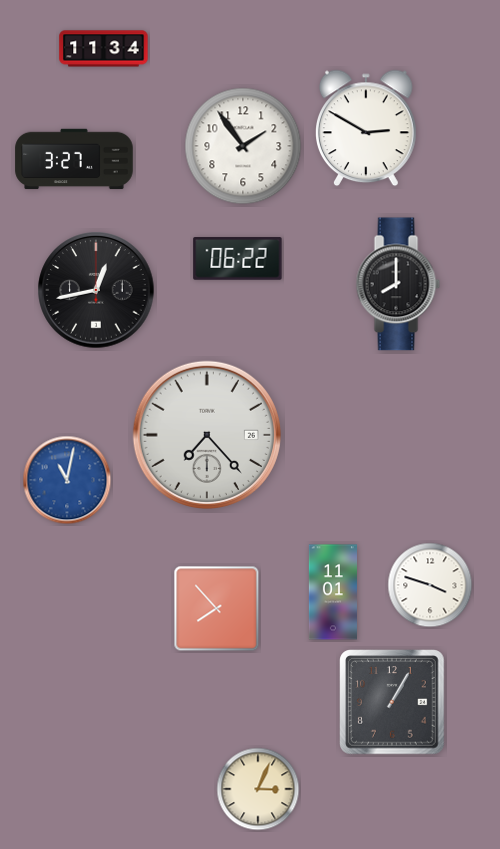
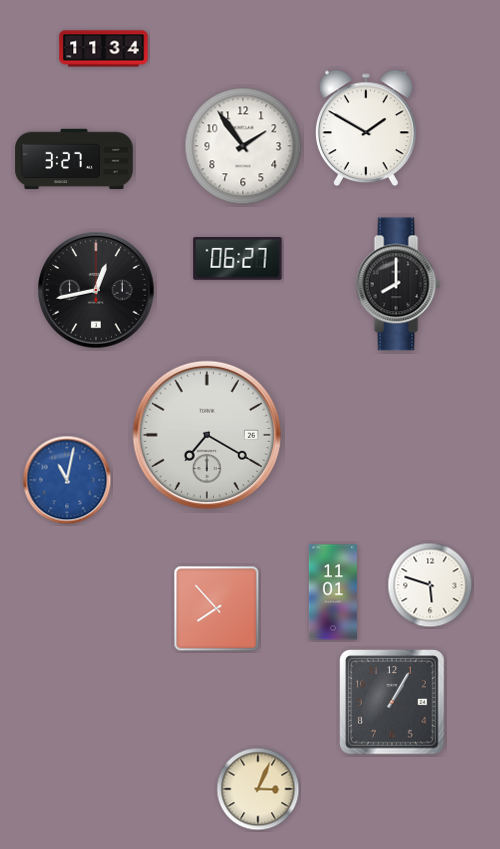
clock at (367, 128): 2:50 -> 1:50
clock at (238, 259): 06:22 -> 06:27
clock at (207, 435): 7:23 -> 7:20
clock at (430, 585): 3:48 -> 5:48
